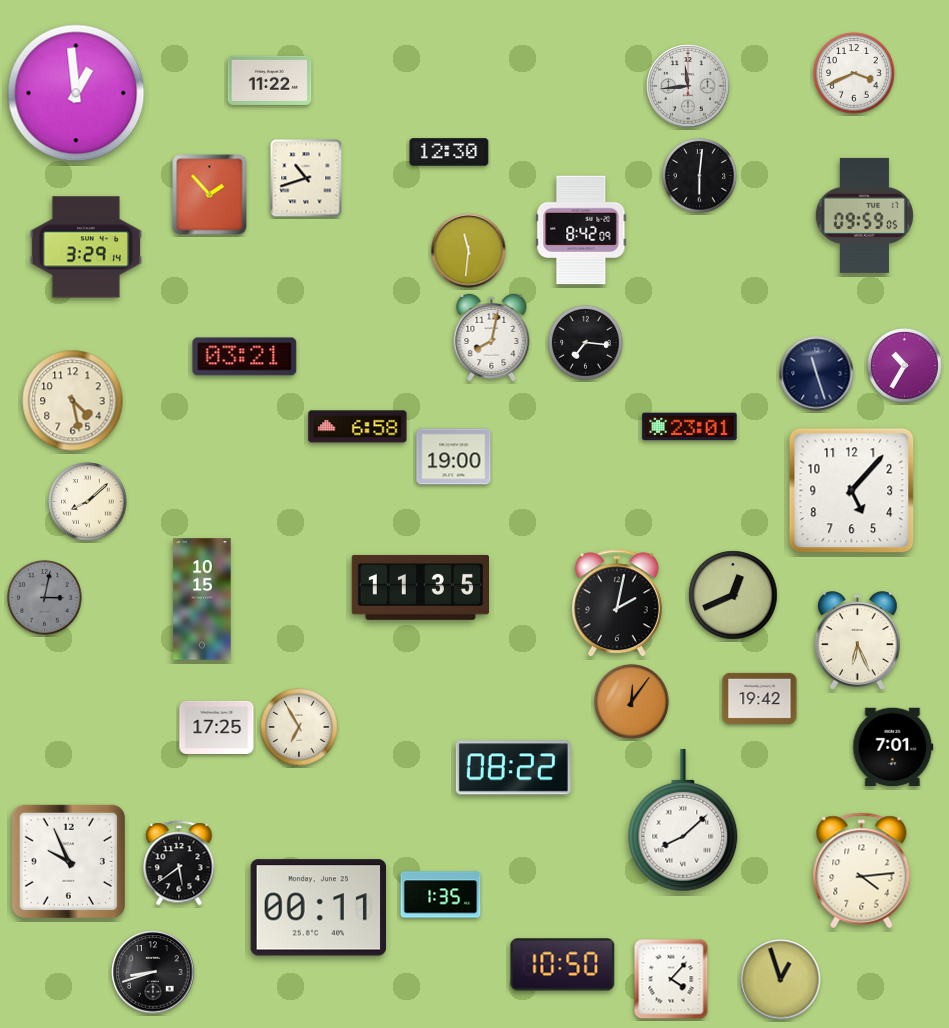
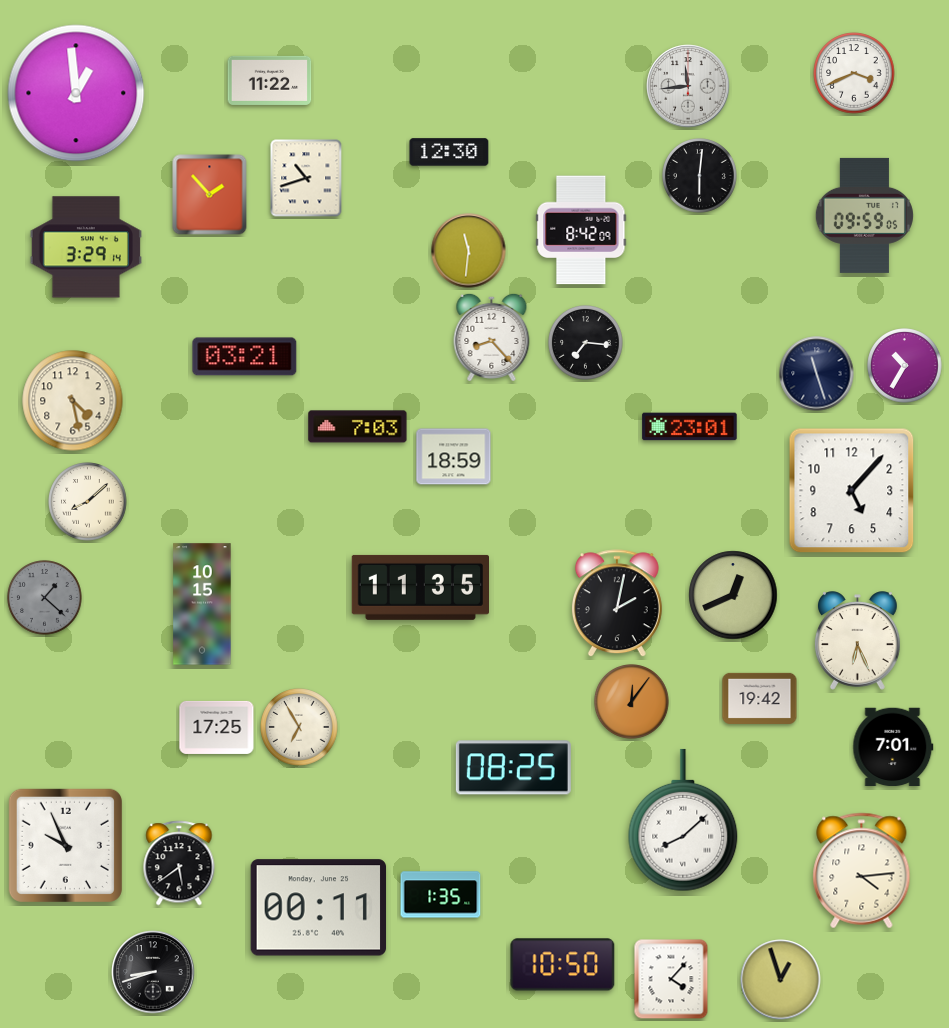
clock at (492, 336): 8:02 -> 8:23
clock at (358, 427): 6:58 -> 7:03
clock at (454, 457): 19:00 -> 18:59
clock at (45, 598): 3:02 -> 1:22
clock at (202, 599) position: (202, 599) -> (202, 604)
clock at (513, 768): 08:22 -> 08:25
clock at (68, 861) position: (68, 861) -> (65, 845)
